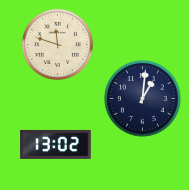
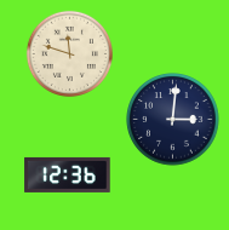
clock at (143, 99): 1:01 -> 3:01
clock at (56, 144): 13:02 -> 12:36
